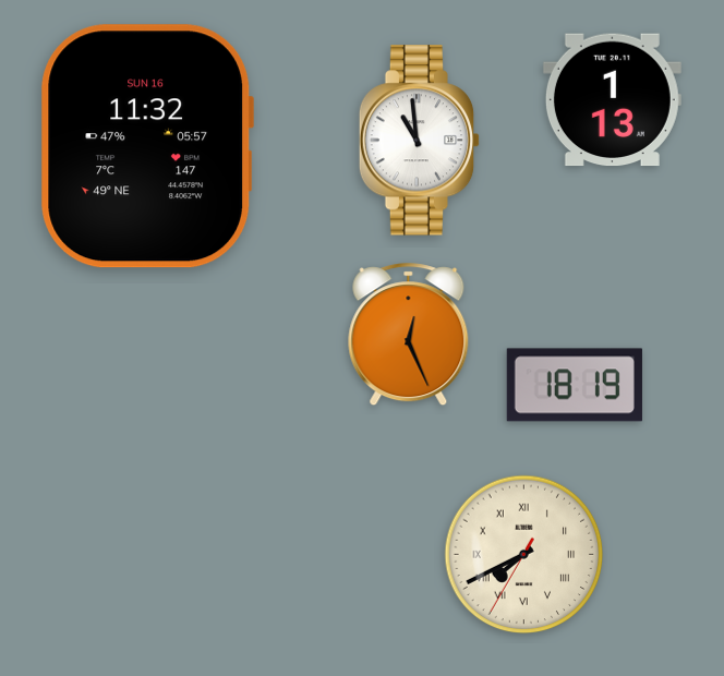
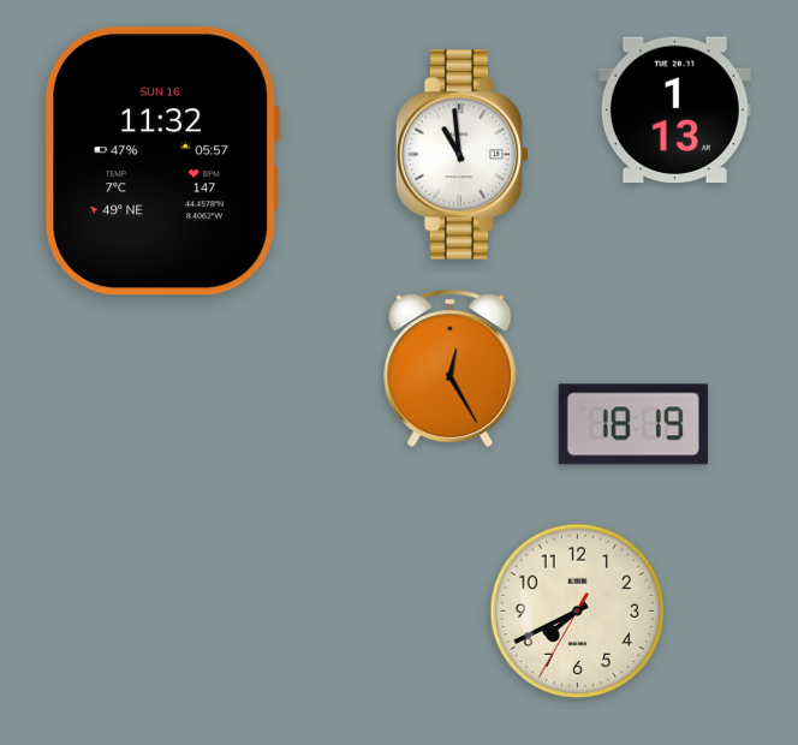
clock at (409, 335): 12:26 -> 12:25
clock at (524, 555) numerals: Roman -> Arabic
